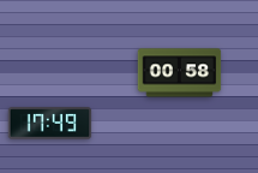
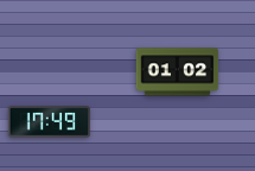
clock at (180, 73): 00:58 -> 01:02
